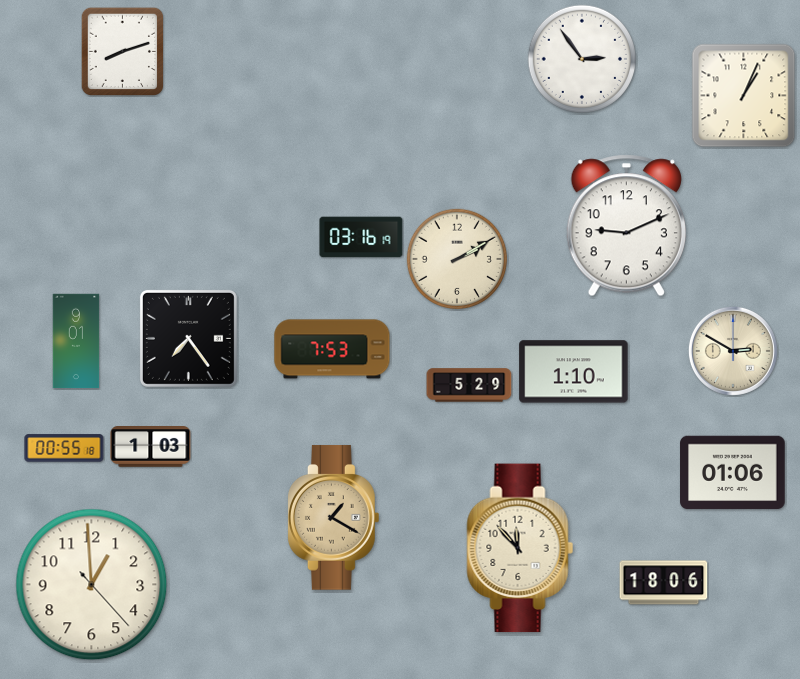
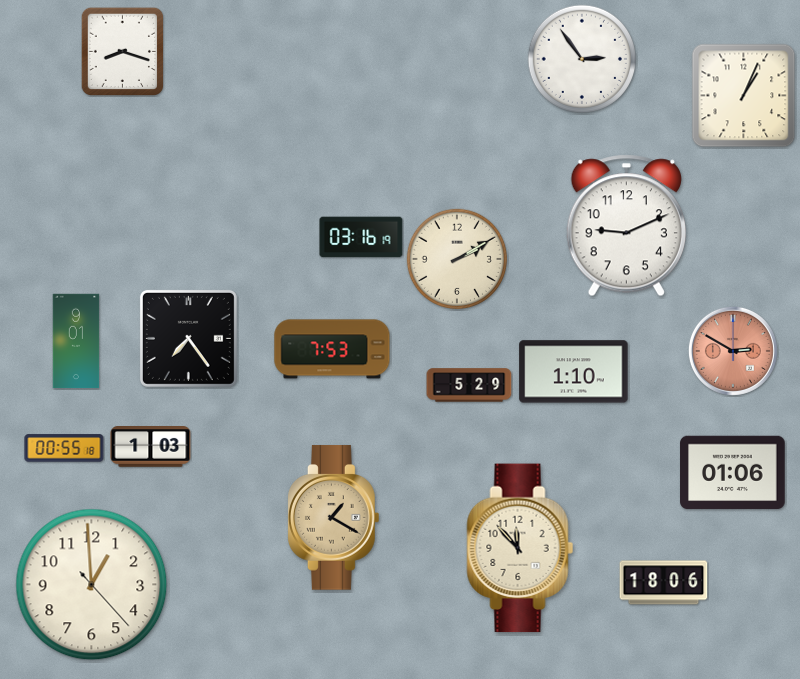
clock at (122, 51): 8:12 -> 8:18
clock at (733, 351) dial: cream -> salmon
